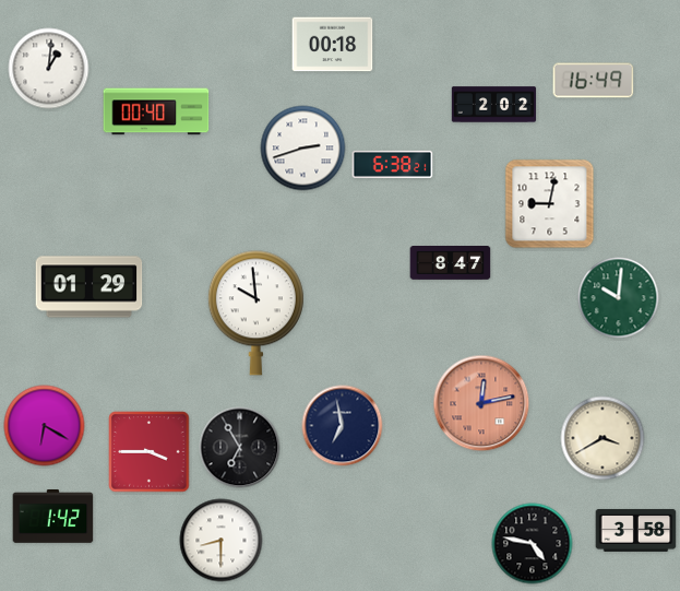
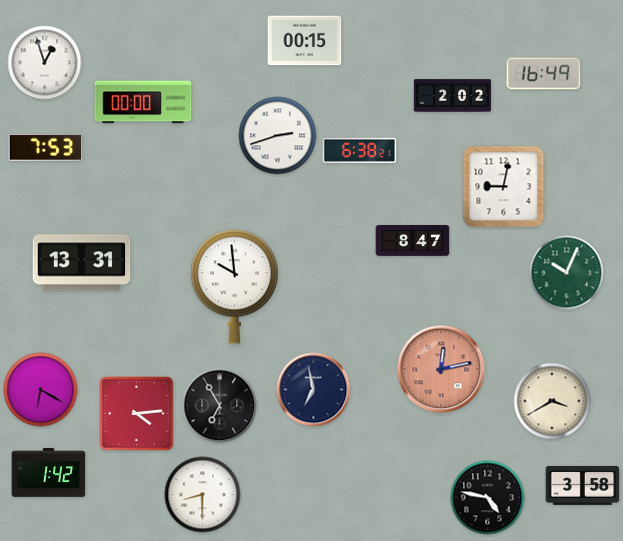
clock at (333, 45): 00:18 -> 00:15
clock at (49, 69): 1:01 -> 12:57
clock at (156, 111): 00:40 -> 00:00
clock at (46, 148): none -> 7:53
clock at (90, 287): 01:29 -> 13:31
clock at (619, 298): 10:01 -> 10:04
clock at (240, 448) position: (240, 448) -> (220, 406)
clock at (150, 452): 3:45 -> 4:14
